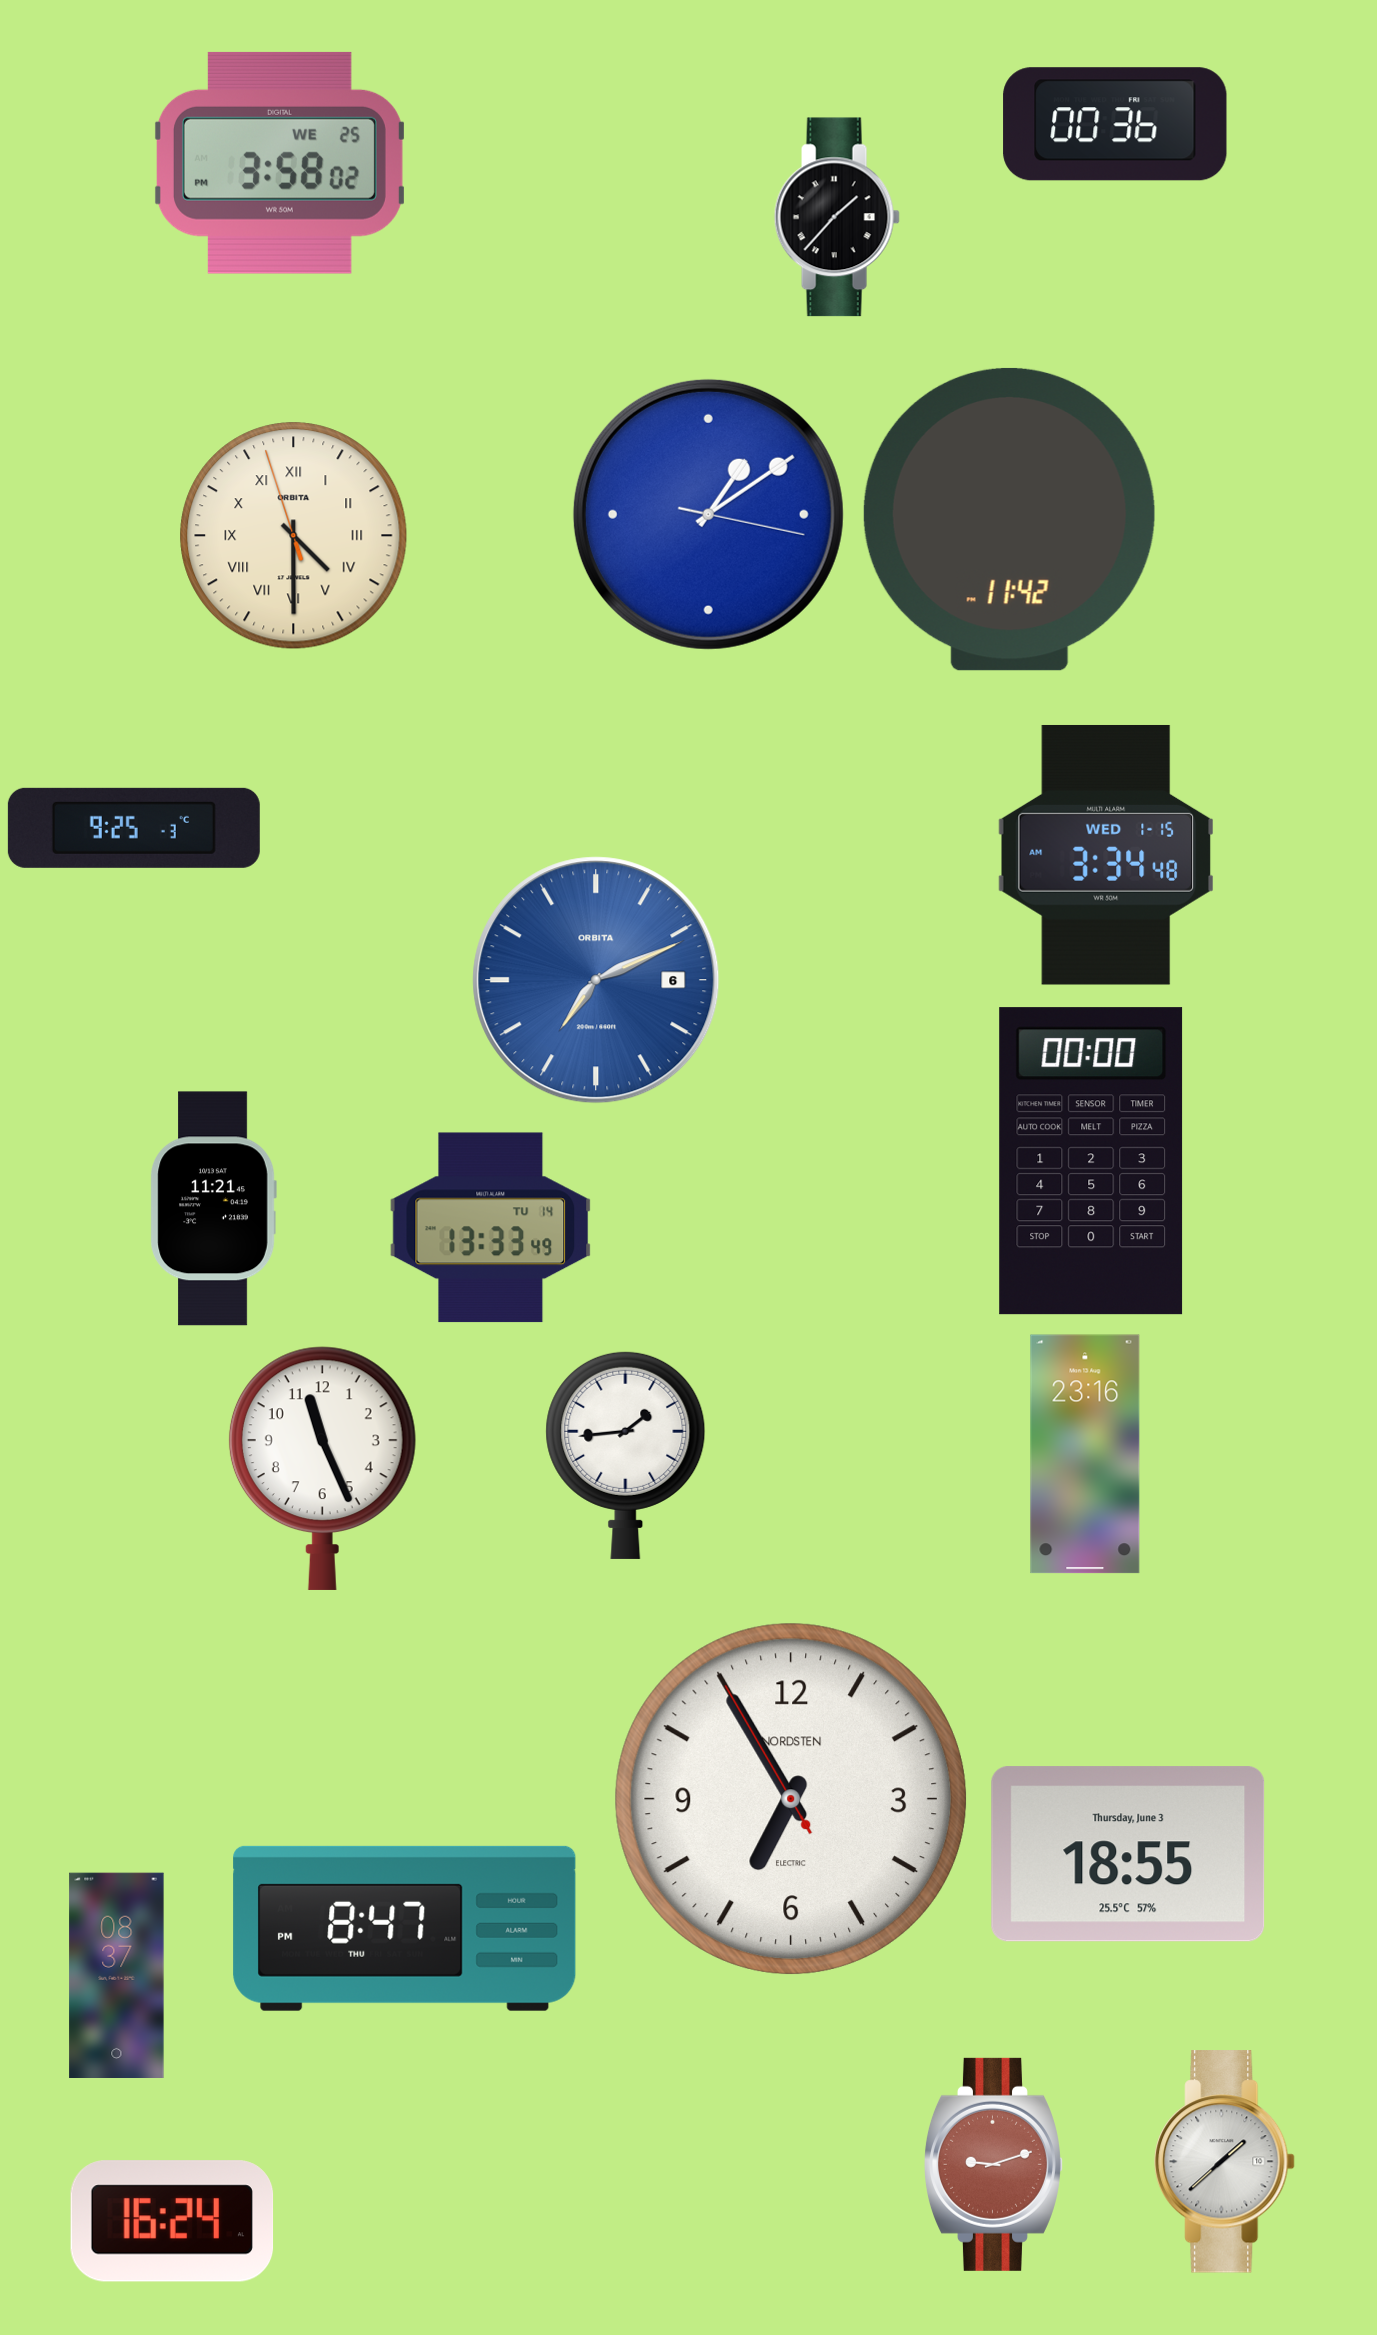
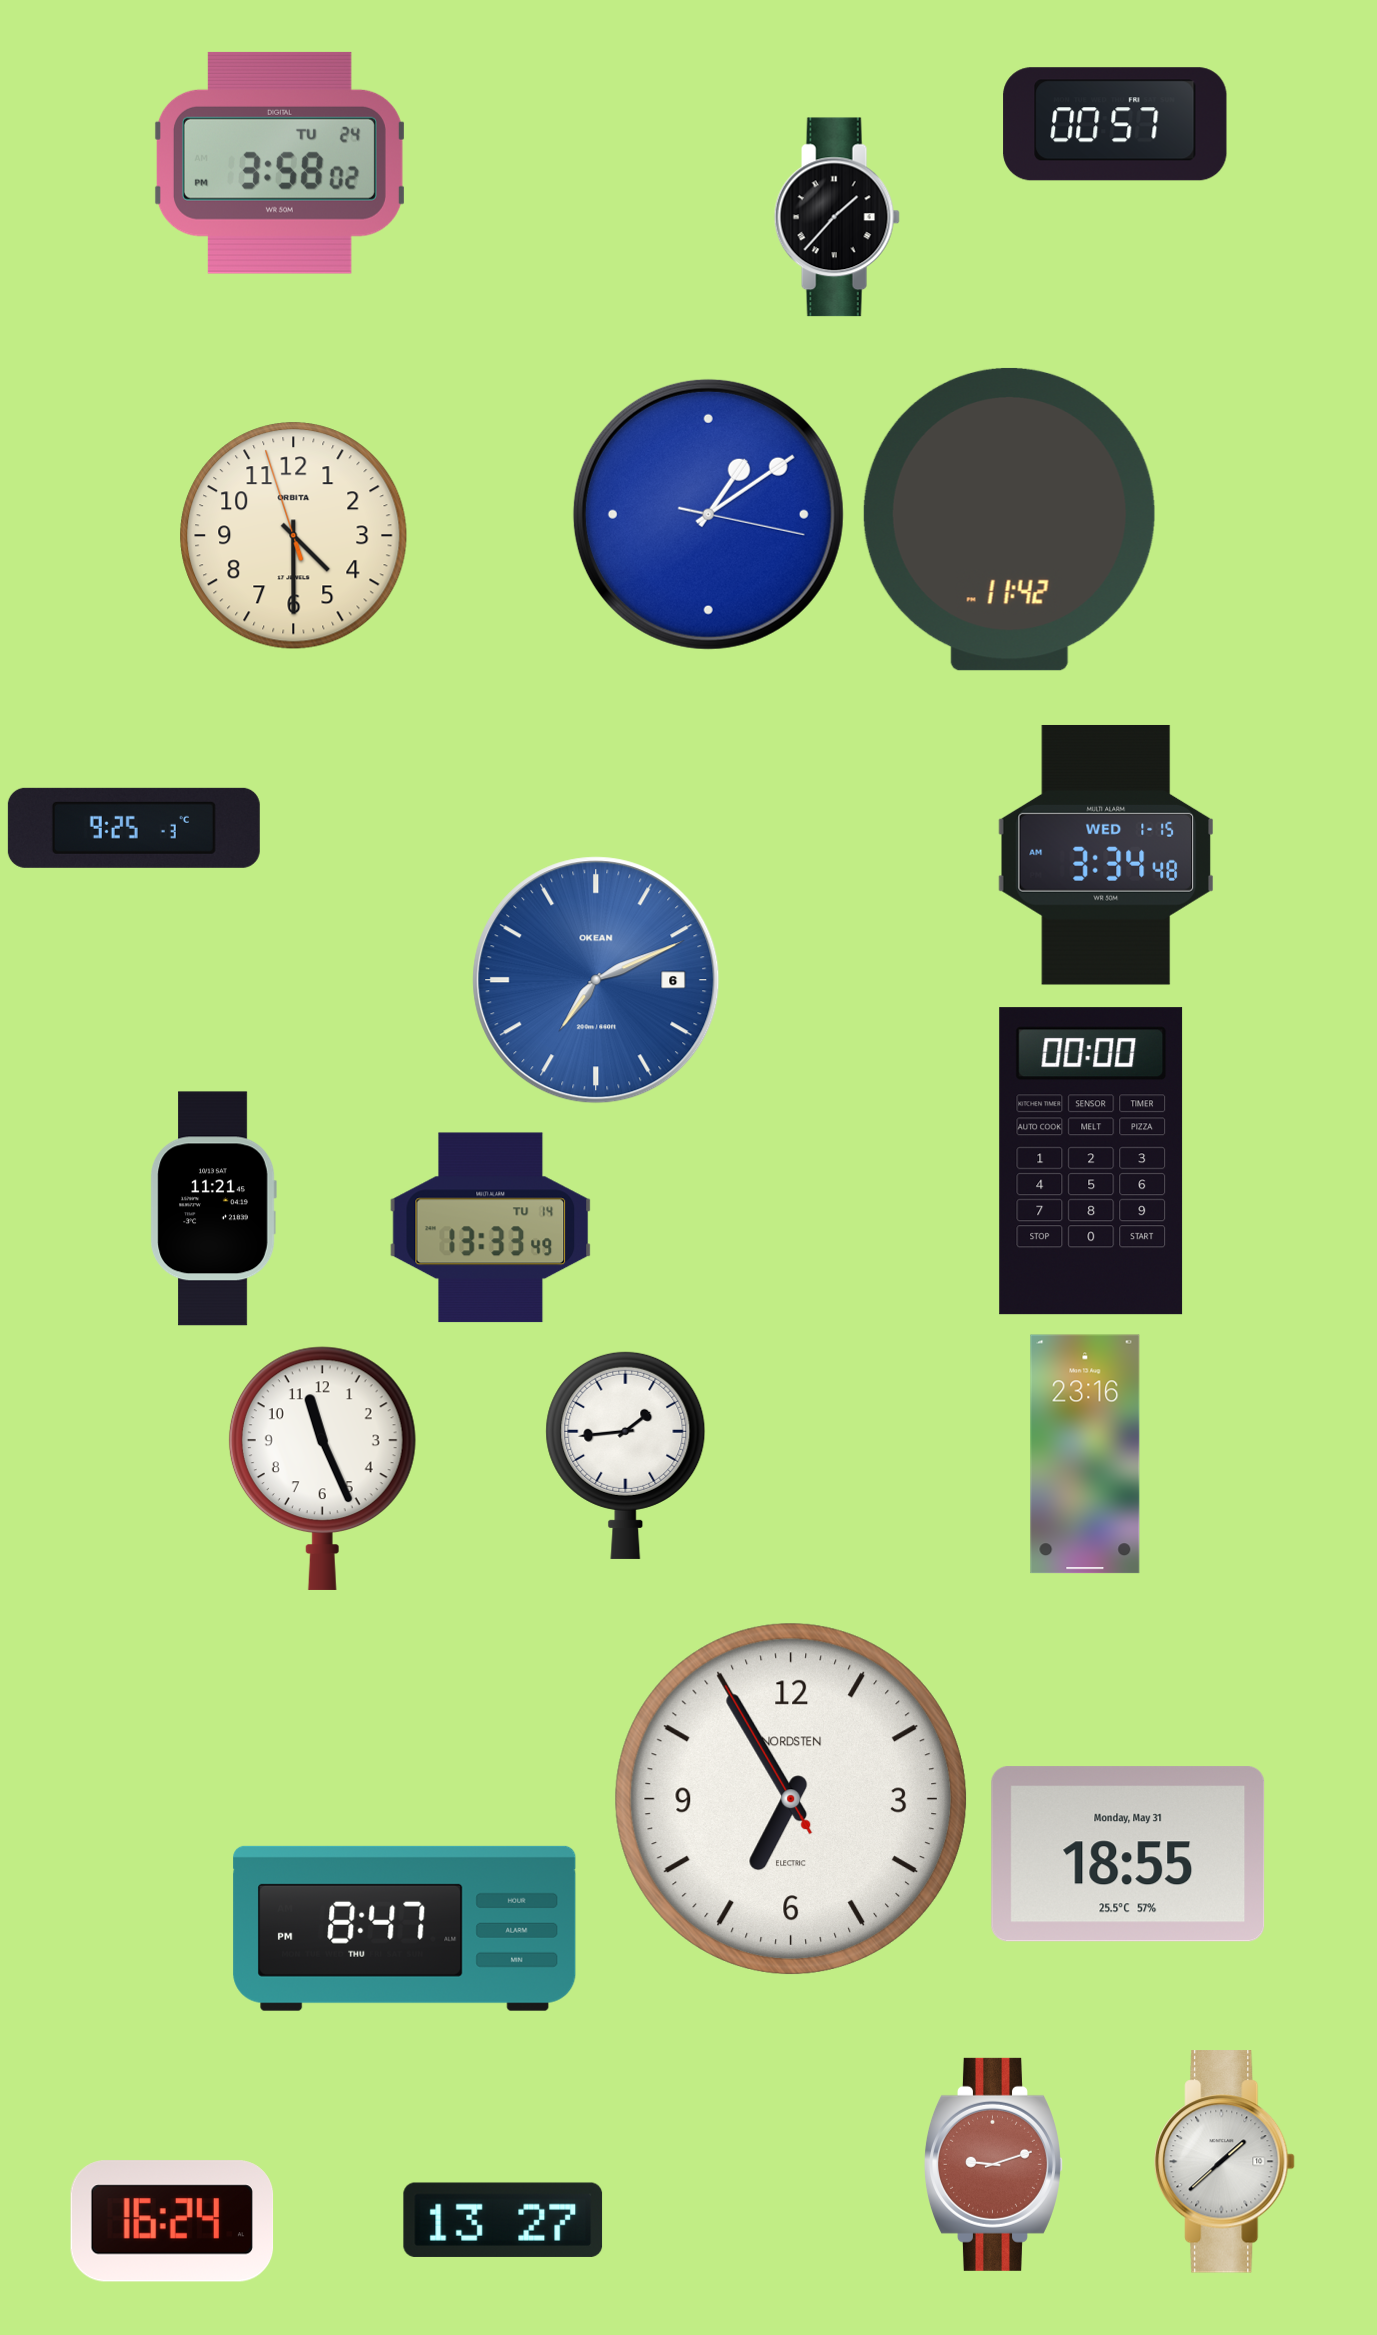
clock at (1115, 124): 00:36 -> 00:57
clock at (279, 163) date: WE 25 -> TU 24
clock at (294, 536) numerals: Roman -> Arabic
clock at (596, 980) brand: ORBITA -> OKEAN
clock at (1128, 1854) date: Thursday, June 3 -> Monday, May 31
clock at (117, 1976): 08:37 -> none
clock at (503, 2220): none -> 13:27
